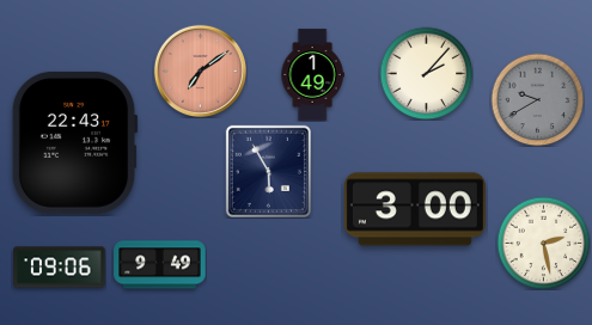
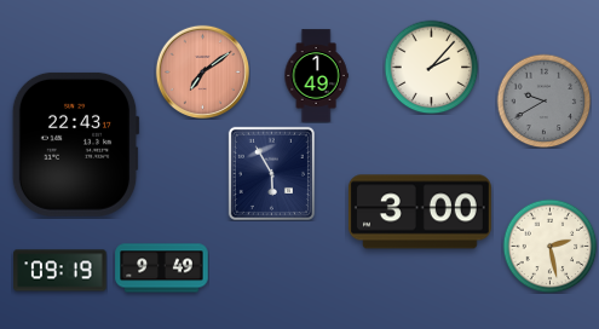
clock at (426, 73) position: (426, 73) -> (431, 67)
clock at (60, 268): 09:06 -> 09:19
